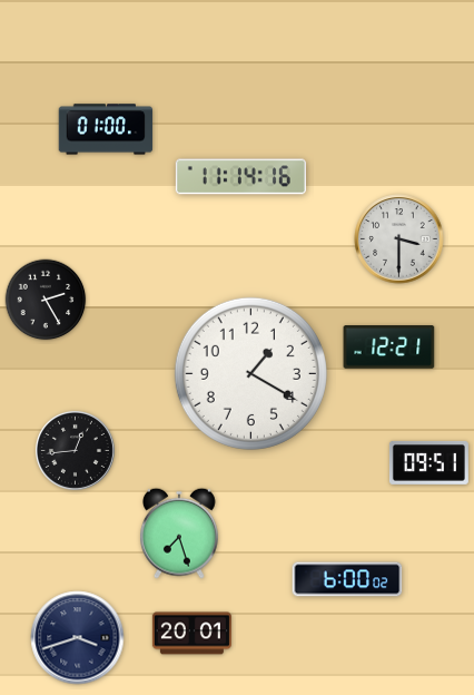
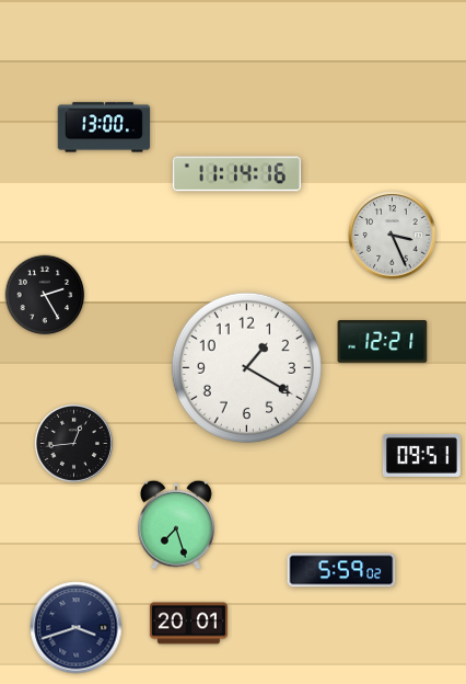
clock at (106, 129): 01:00 -> 13:00
clock at (399, 239): 3:30 -> 3:26
clock at (347, 579): 6:00 -> 5:59
